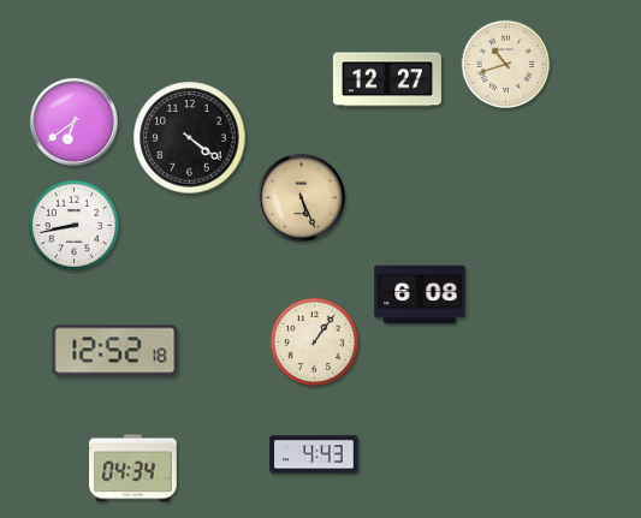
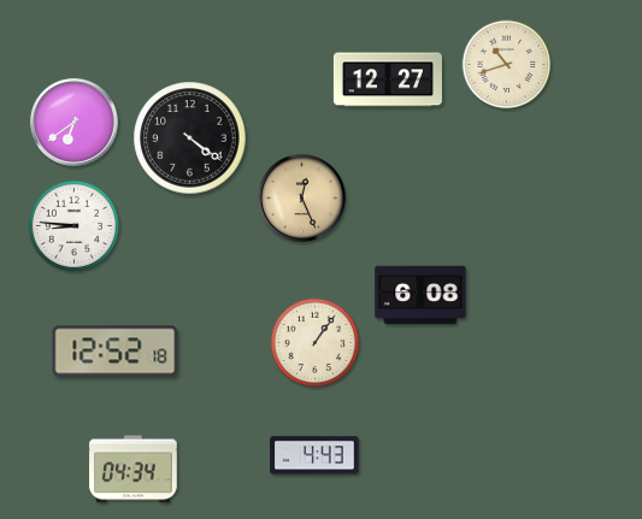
clock at (301, 197): 5:26 -> 12:26
clock at (75, 226): 8:43 -> 8:46
